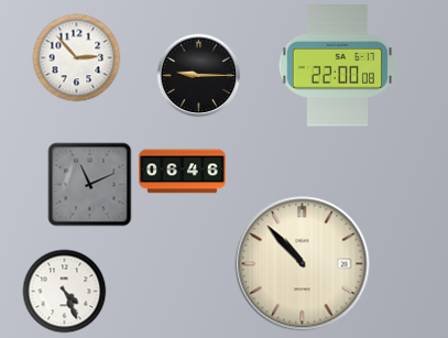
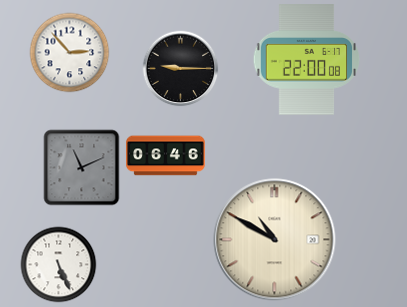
clock at (303, 264): 10:53 -> 10:50
clock at (65, 292): 4:26 -> 5:26
